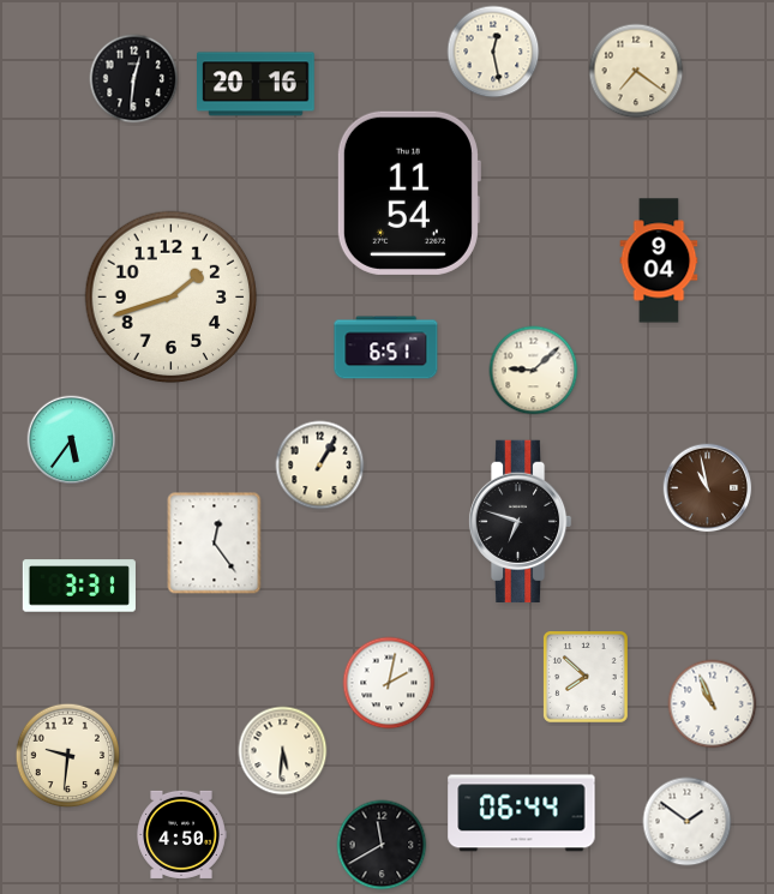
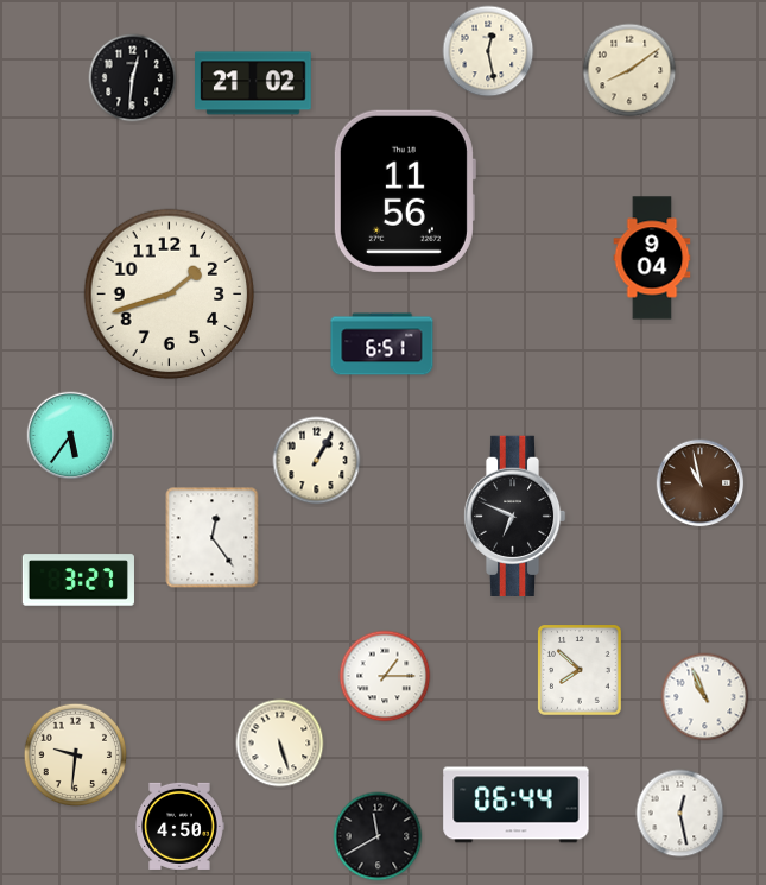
clock at (636, 71): 7:21 -> 8:09
clock at (256, 84): 20:16 -> 21:02
clock at (408, 193): 11:54 -> 11:56
clock at (534, 371): 9:08 -> none
clock at (520, 521): 6:48 -> 6:49
clock at (79, 586): 3:31 -> 3:27
clock at (389, 683): 2:02 -> 1:15
clock at (283, 751): 5:31 -> 5:27
clock at (68, 756) position: (68, 756) -> (76, 756)
clock at (688, 822): 1:51 -> 12:28
